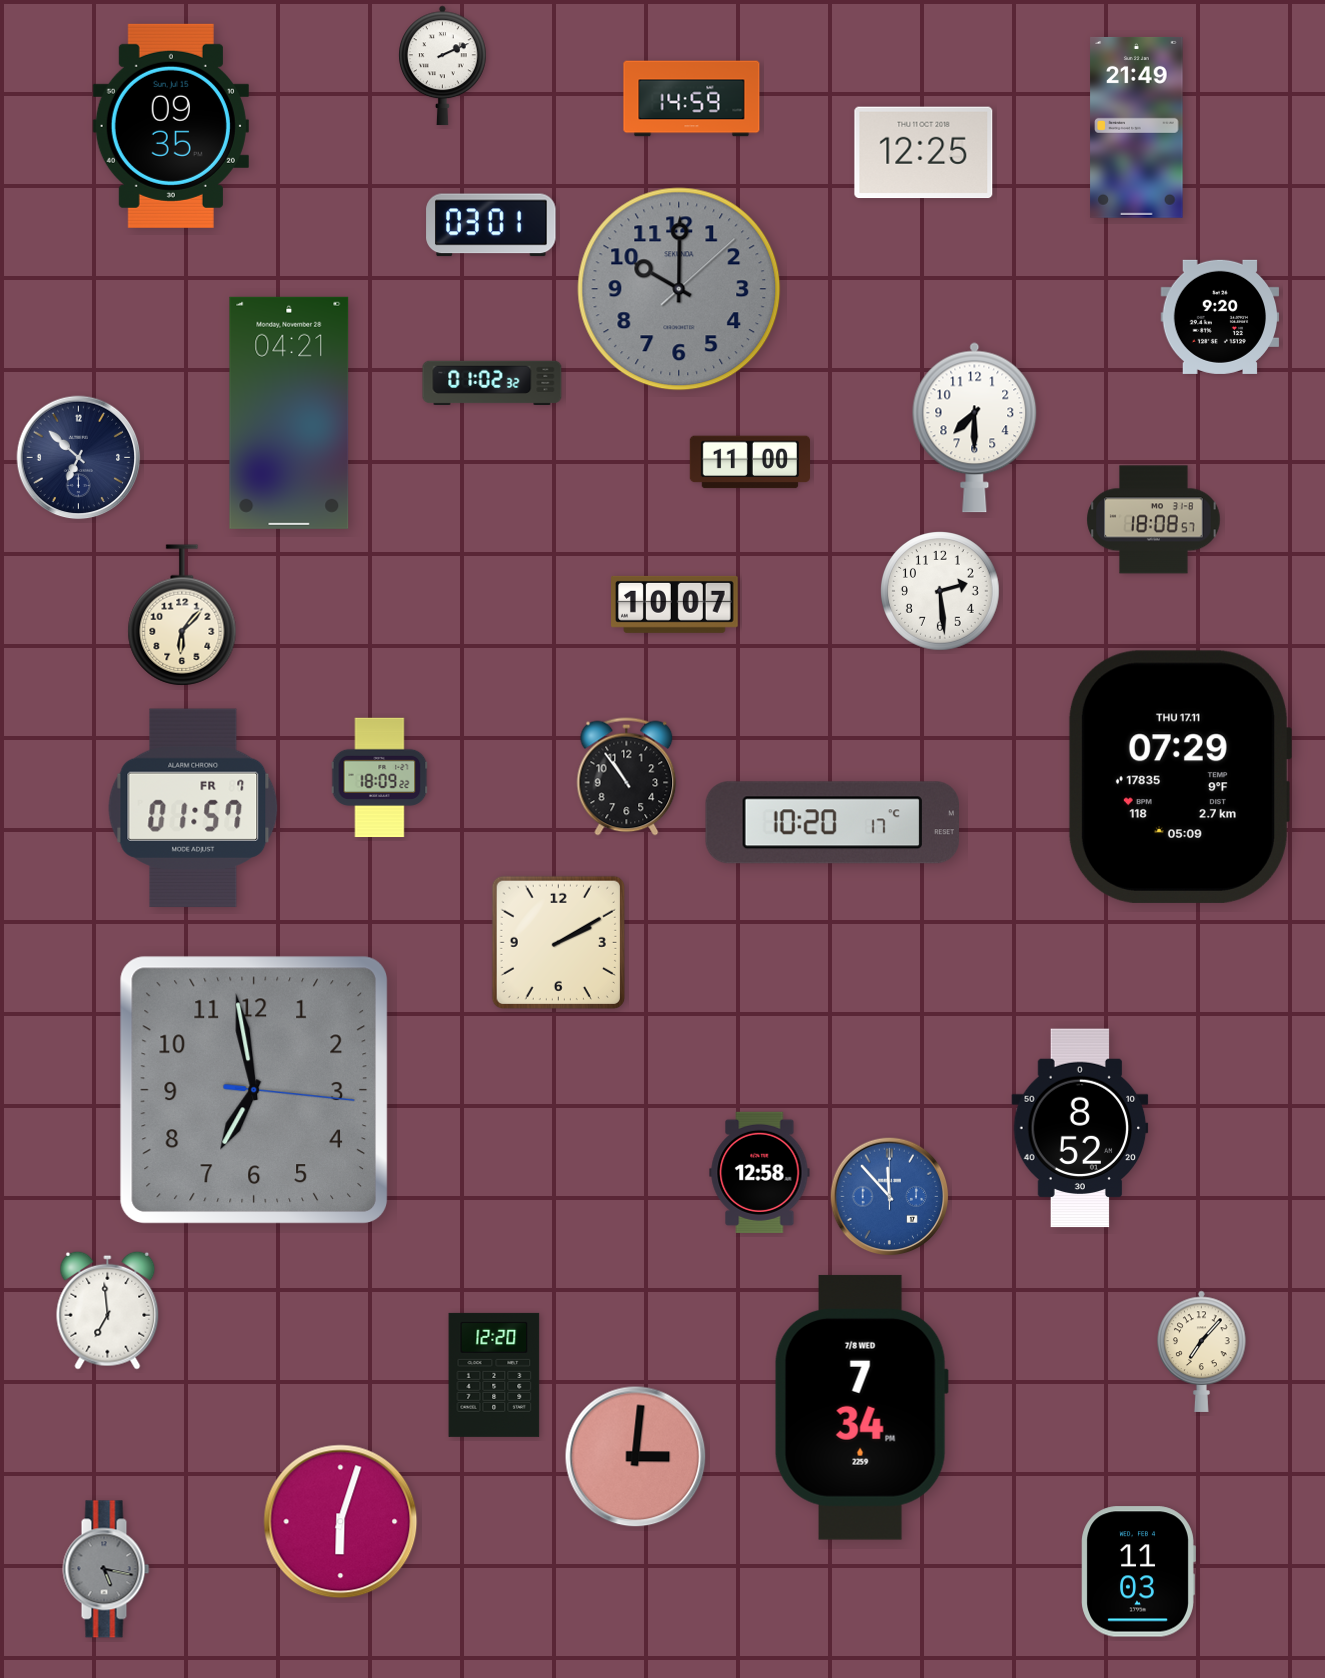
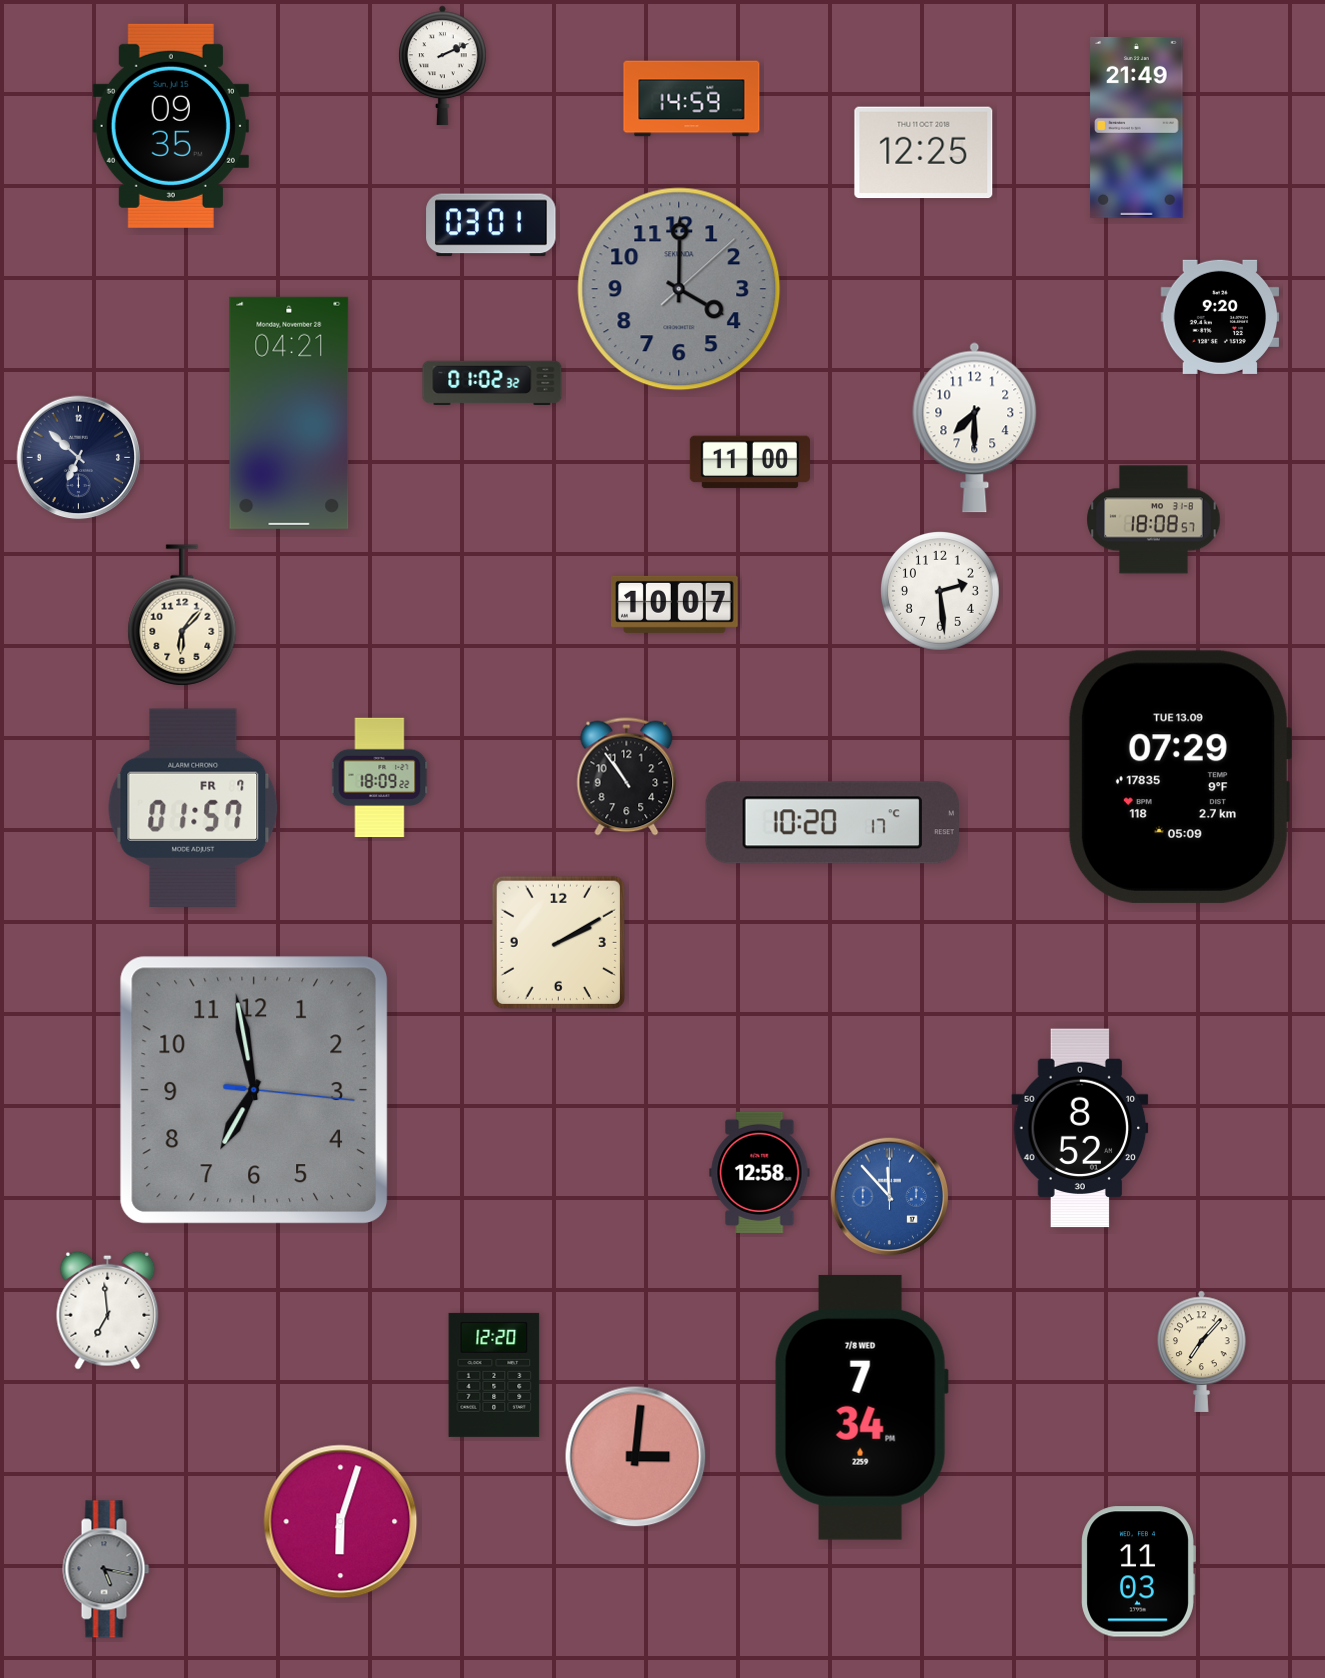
clock at (679, 289): 10:00 -> 4:00
clock at (1179, 777) date: THU 17.11 -> TUE 13.09
